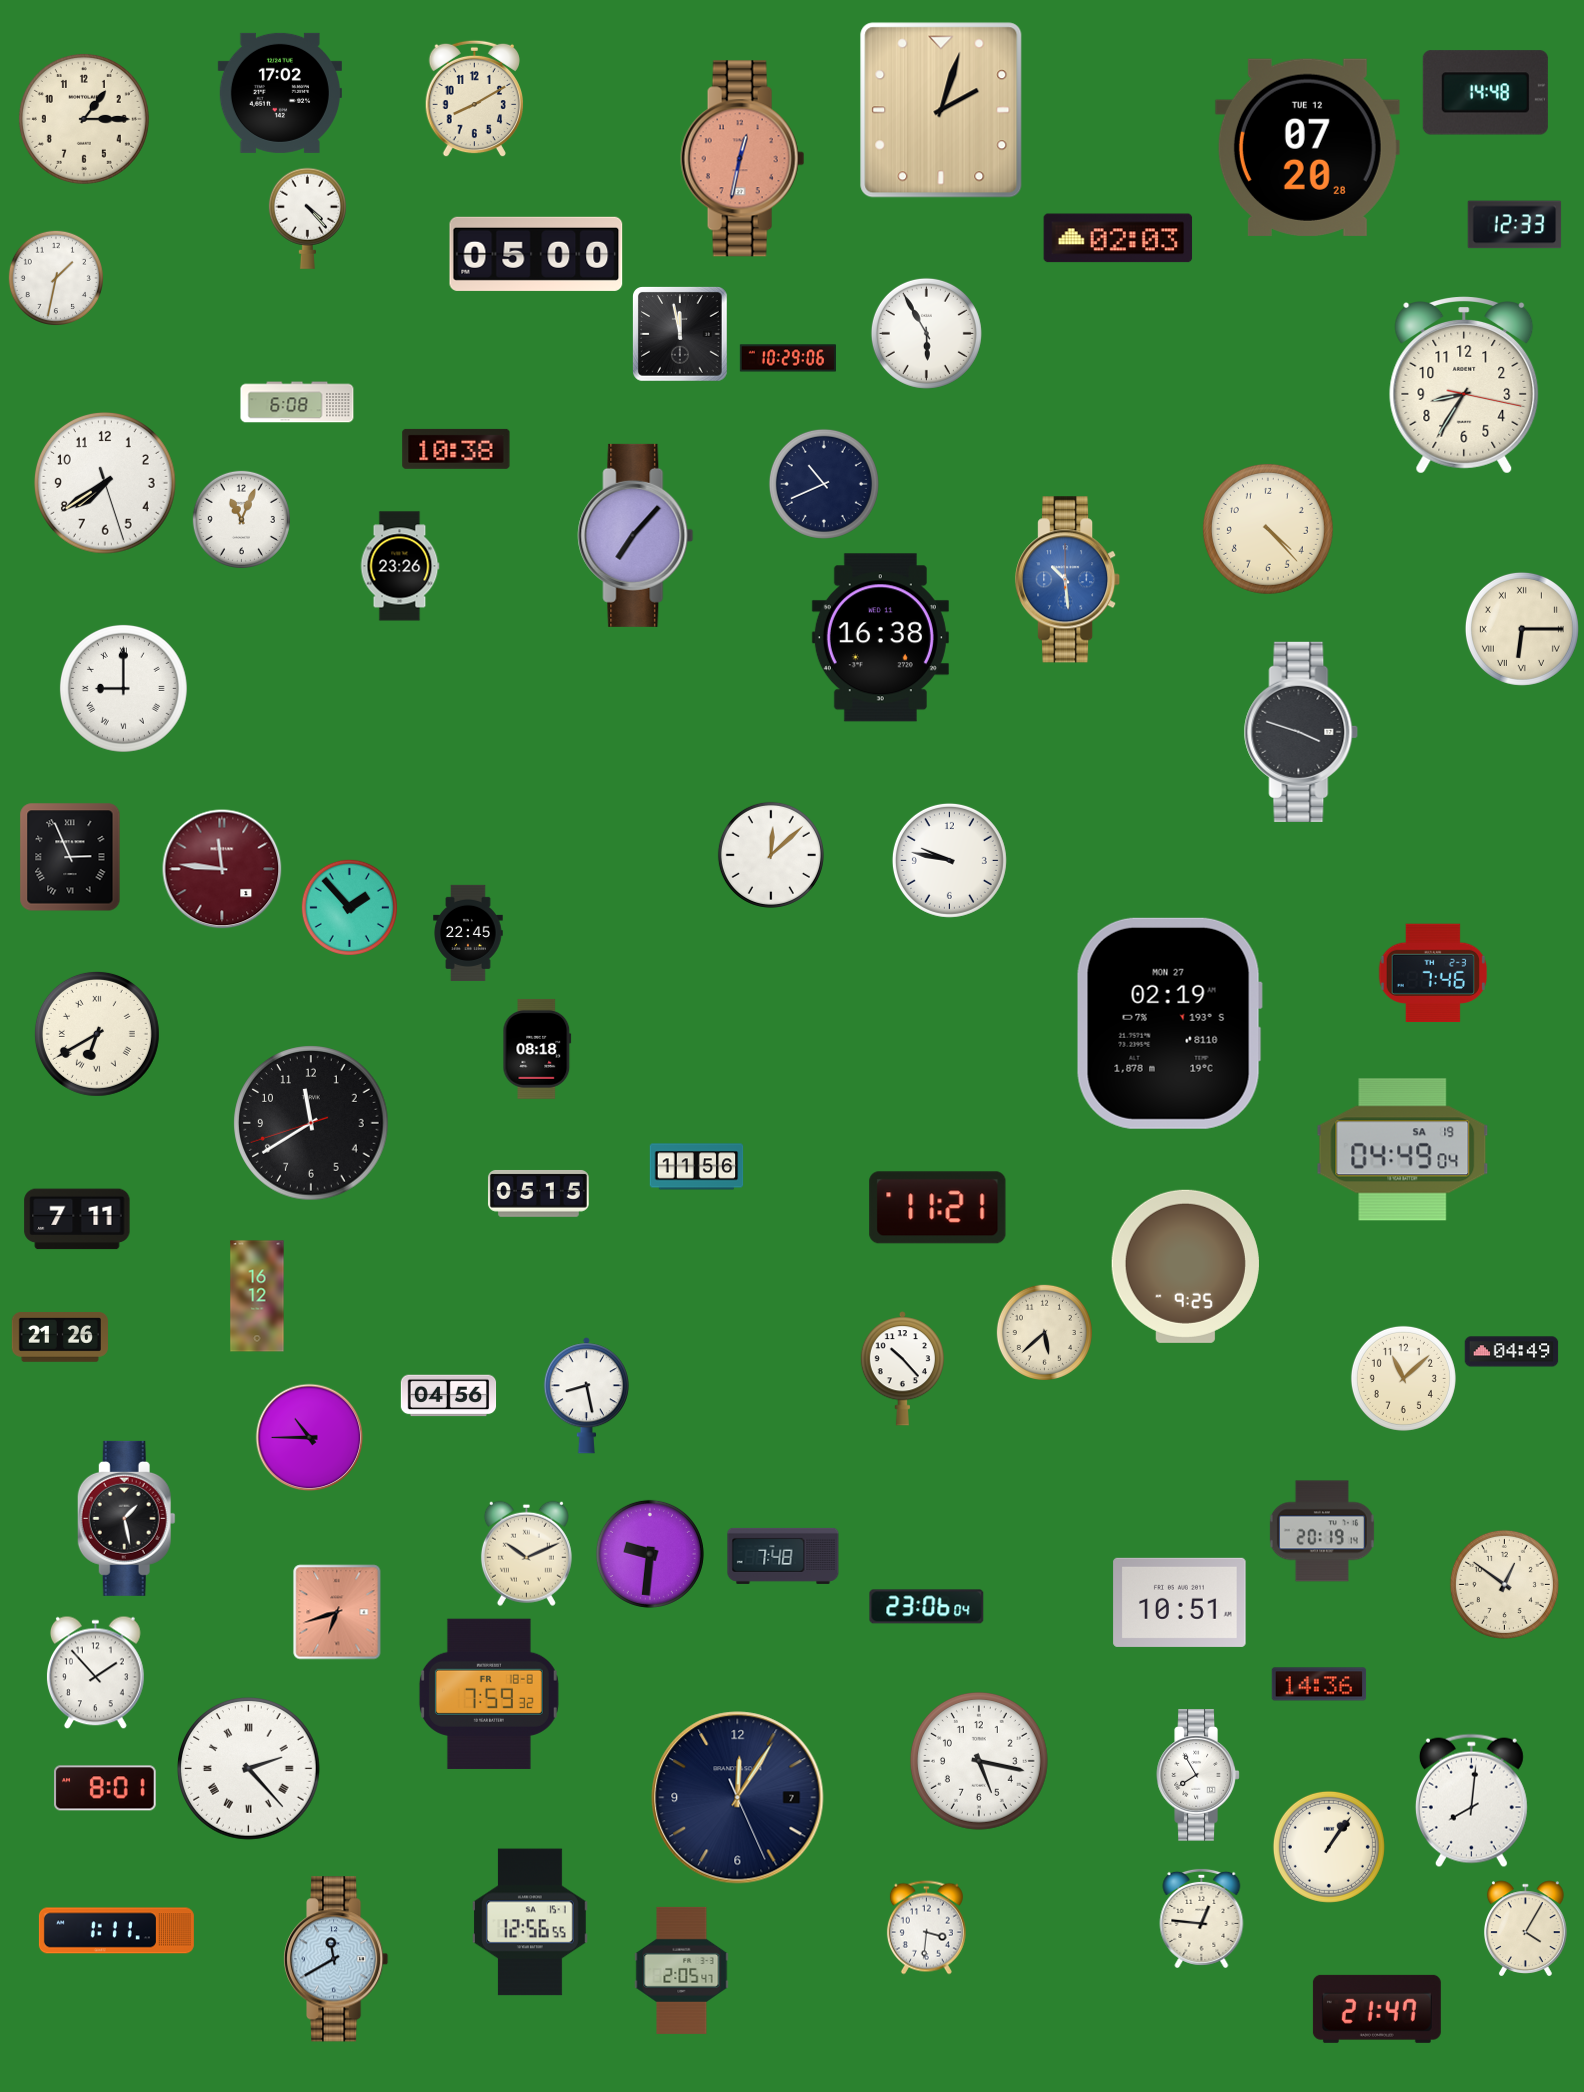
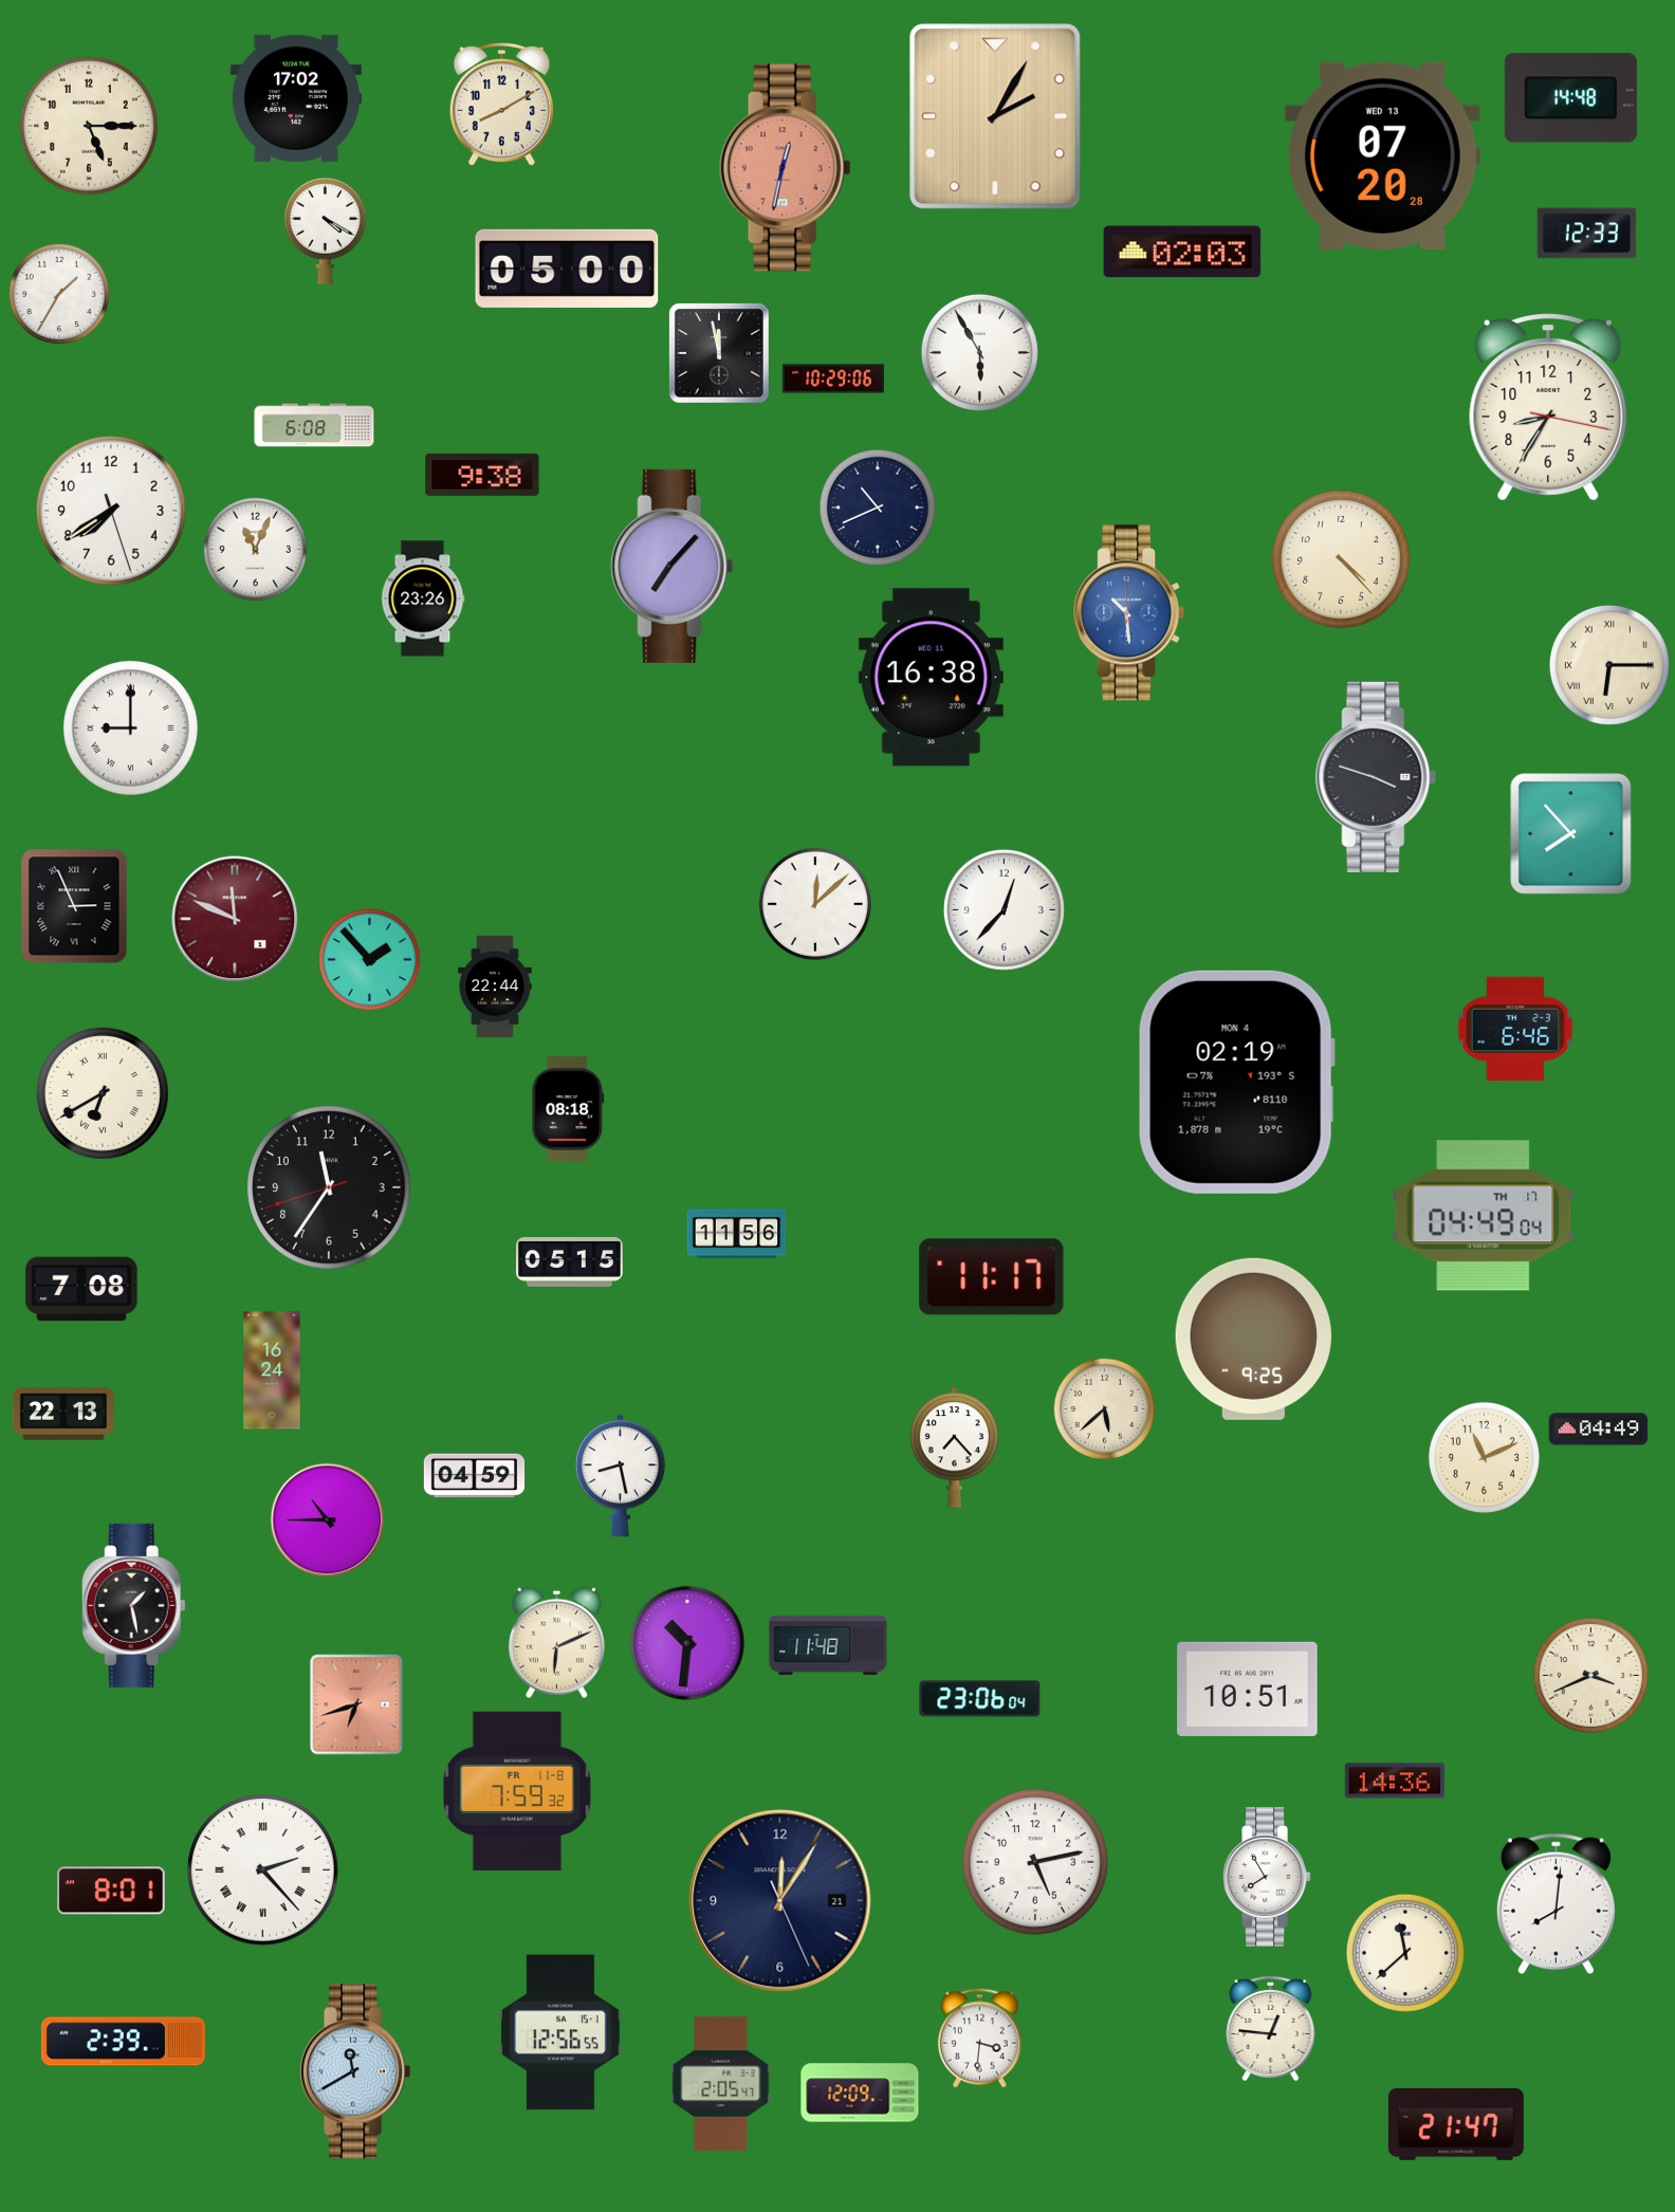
clock at (941, 110): 2:03 -> 2:05
clock at (84, 119): 1:15 -> 5:15
clock at (1307, 147) date: TUE 12 -> WED 13
clock at (307, 218): 4:23 -> 4:20
clock at (1515, 225) position: (1515, 225) -> (1587, 234)
clock at (56, 278): 1:32 -> 1:35
clock at (456, 449): 10:38 -> 9:38
clock at (824, 484) position: (824, 484) -> (878, 508)
clock at (880, 638) position: (880, 638) -> (931, 678)
clock at (1301, 732) position: (1301, 732) -> (1376, 777)
clock at (1571, 834): none -> 7:53
clock at (949, 860): 9:47 -> 12:37
clock at (222, 869): 11:46 -> 11:49
clock at (468, 933): 22:45 -> 22:44
clock at (1432, 972): 7:46 -> 6:46
clock at (1169, 1023) date: MON 27 -> MON 4
clock at (311, 1123): 11:39 -> 11:35
clock at (1403, 1150) date: SA 19 -> TH 17
clock at (938, 1208): 11:21 -> 11:17
clock at (77, 1219): 7:11 -> 7:08
clock at (257, 1296): 16:12 -> 16:24
clock at (60, 1338): 21:26 -> 22:13
clock at (902, 1369): 10:23 -> 7:23
clock at (1403, 1378): 11:08 -> 11:11
clock at (449, 1396): 04:56 -> 04:59
clock at (1322, 1531): 20:19 -> none
clock at (526, 1553): 10:11 -> 6:11
clock at (650, 1554): 9:31 -> 10:31
clock at (783, 1556): 7:48 -> 11:48
clock at (1504, 1584): 12:51 -> 3:41
clock at (1180, 1602) position: (1180, 1602) -> (1248, 1689)
clock at (95, 1673): 1:53 -> none
clock at (489, 1694) date: FR 18-8 -> FR 11-8
clock at (979, 1761): 5:17 -> 5:13
clock at (738, 1798) date: 7 -> 21
clock at (1329, 1847): 1:06 -> 11:38
clock at (1526, 1929): 4:05 -> none
clock at (116, 1931): 1:11 -> 2:39
clock at (860, 2093): none -> 12:09
